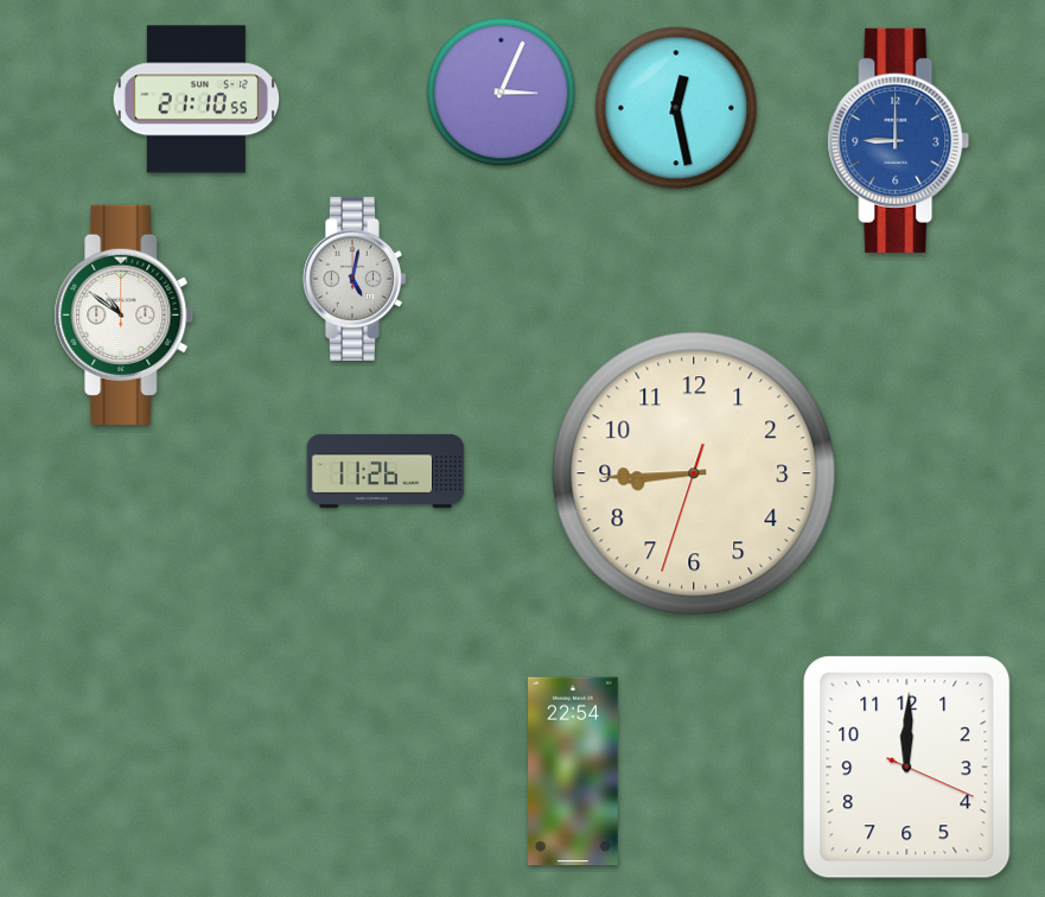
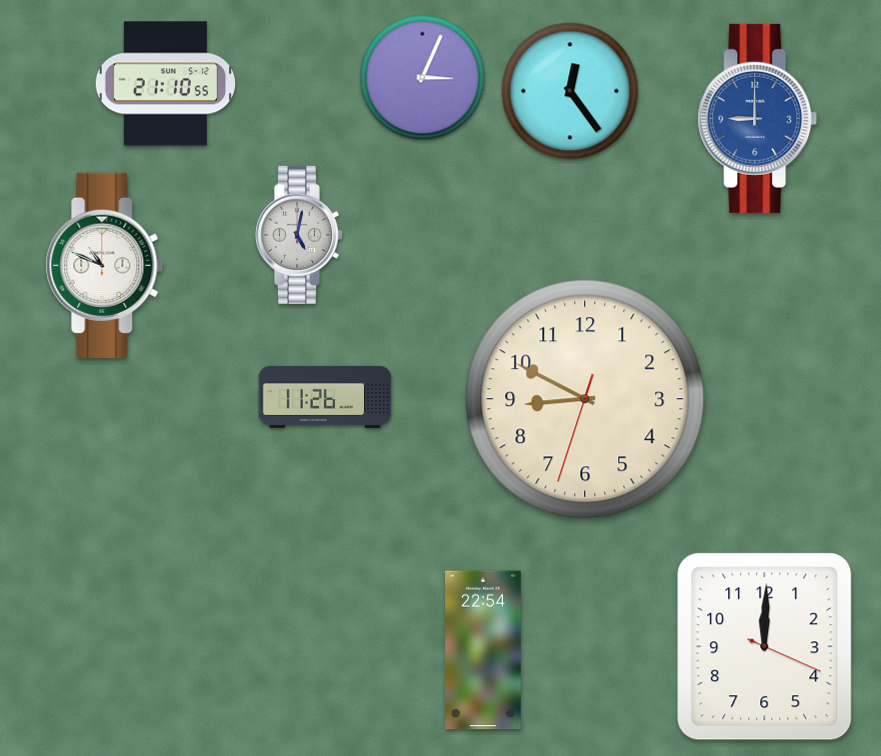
clock at (676, 108): 12:28 -> 12:24
clock at (125, 314): 10:51 -> 10:49
clock at (694, 473): 8:44 -> 8:49
